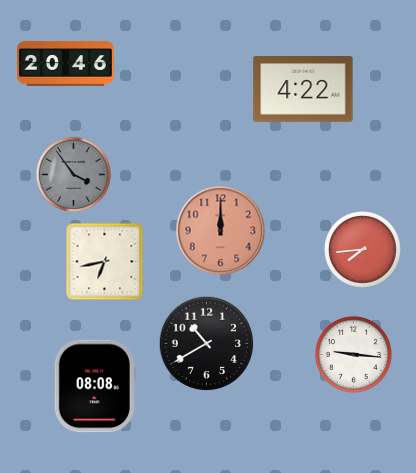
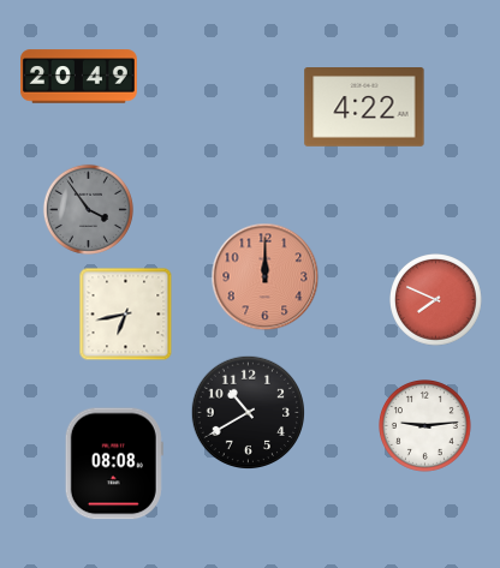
clock at (66, 64): 20:46 -> 20:49
clock at (363, 250): 7:44 -> 7:49
clock at (354, 355): 9:16 -> 9:14
